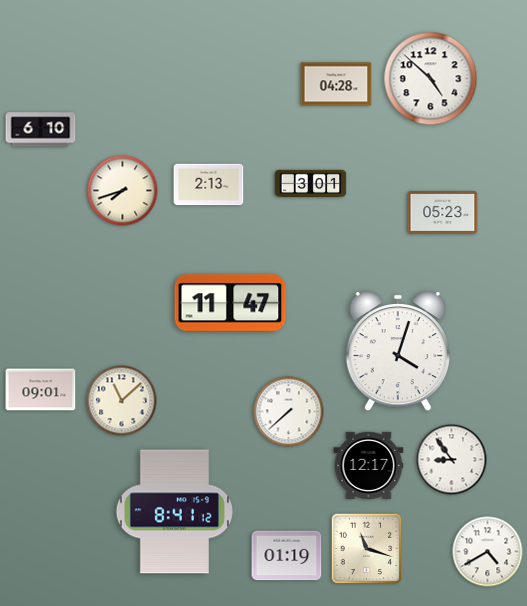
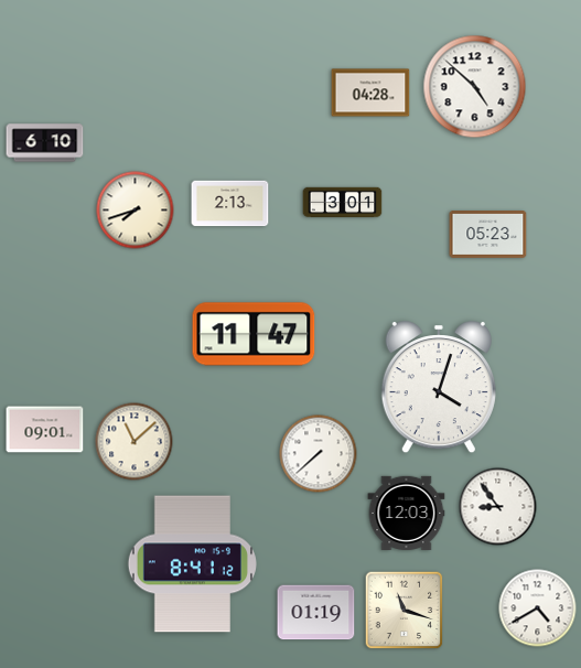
clock at (369, 465): 12:17 -> 12:03
clock at (367, 549) position: (367, 549) -> (405, 611)
